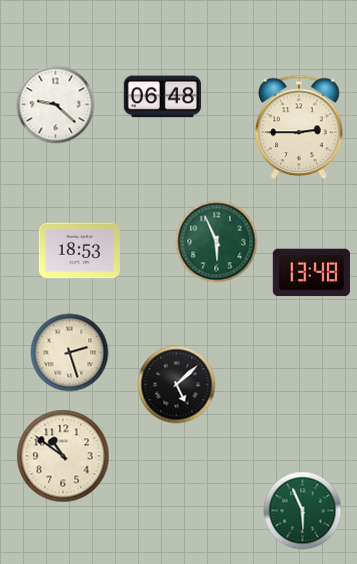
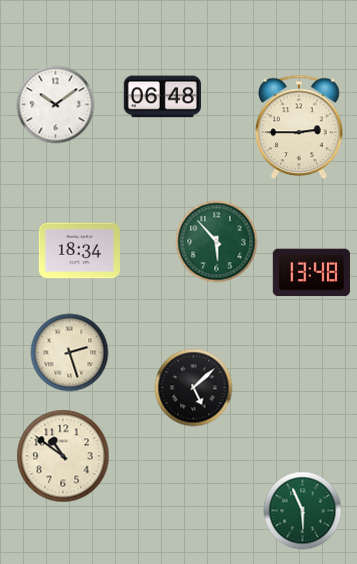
clock at (55, 104): 9:22 -> 10:09
clock at (216, 241): 5:56 -> 5:53
clock at (79, 251): 18:53 -> 18:34
clock at (176, 384) position: (176, 384) -> (193, 387)
